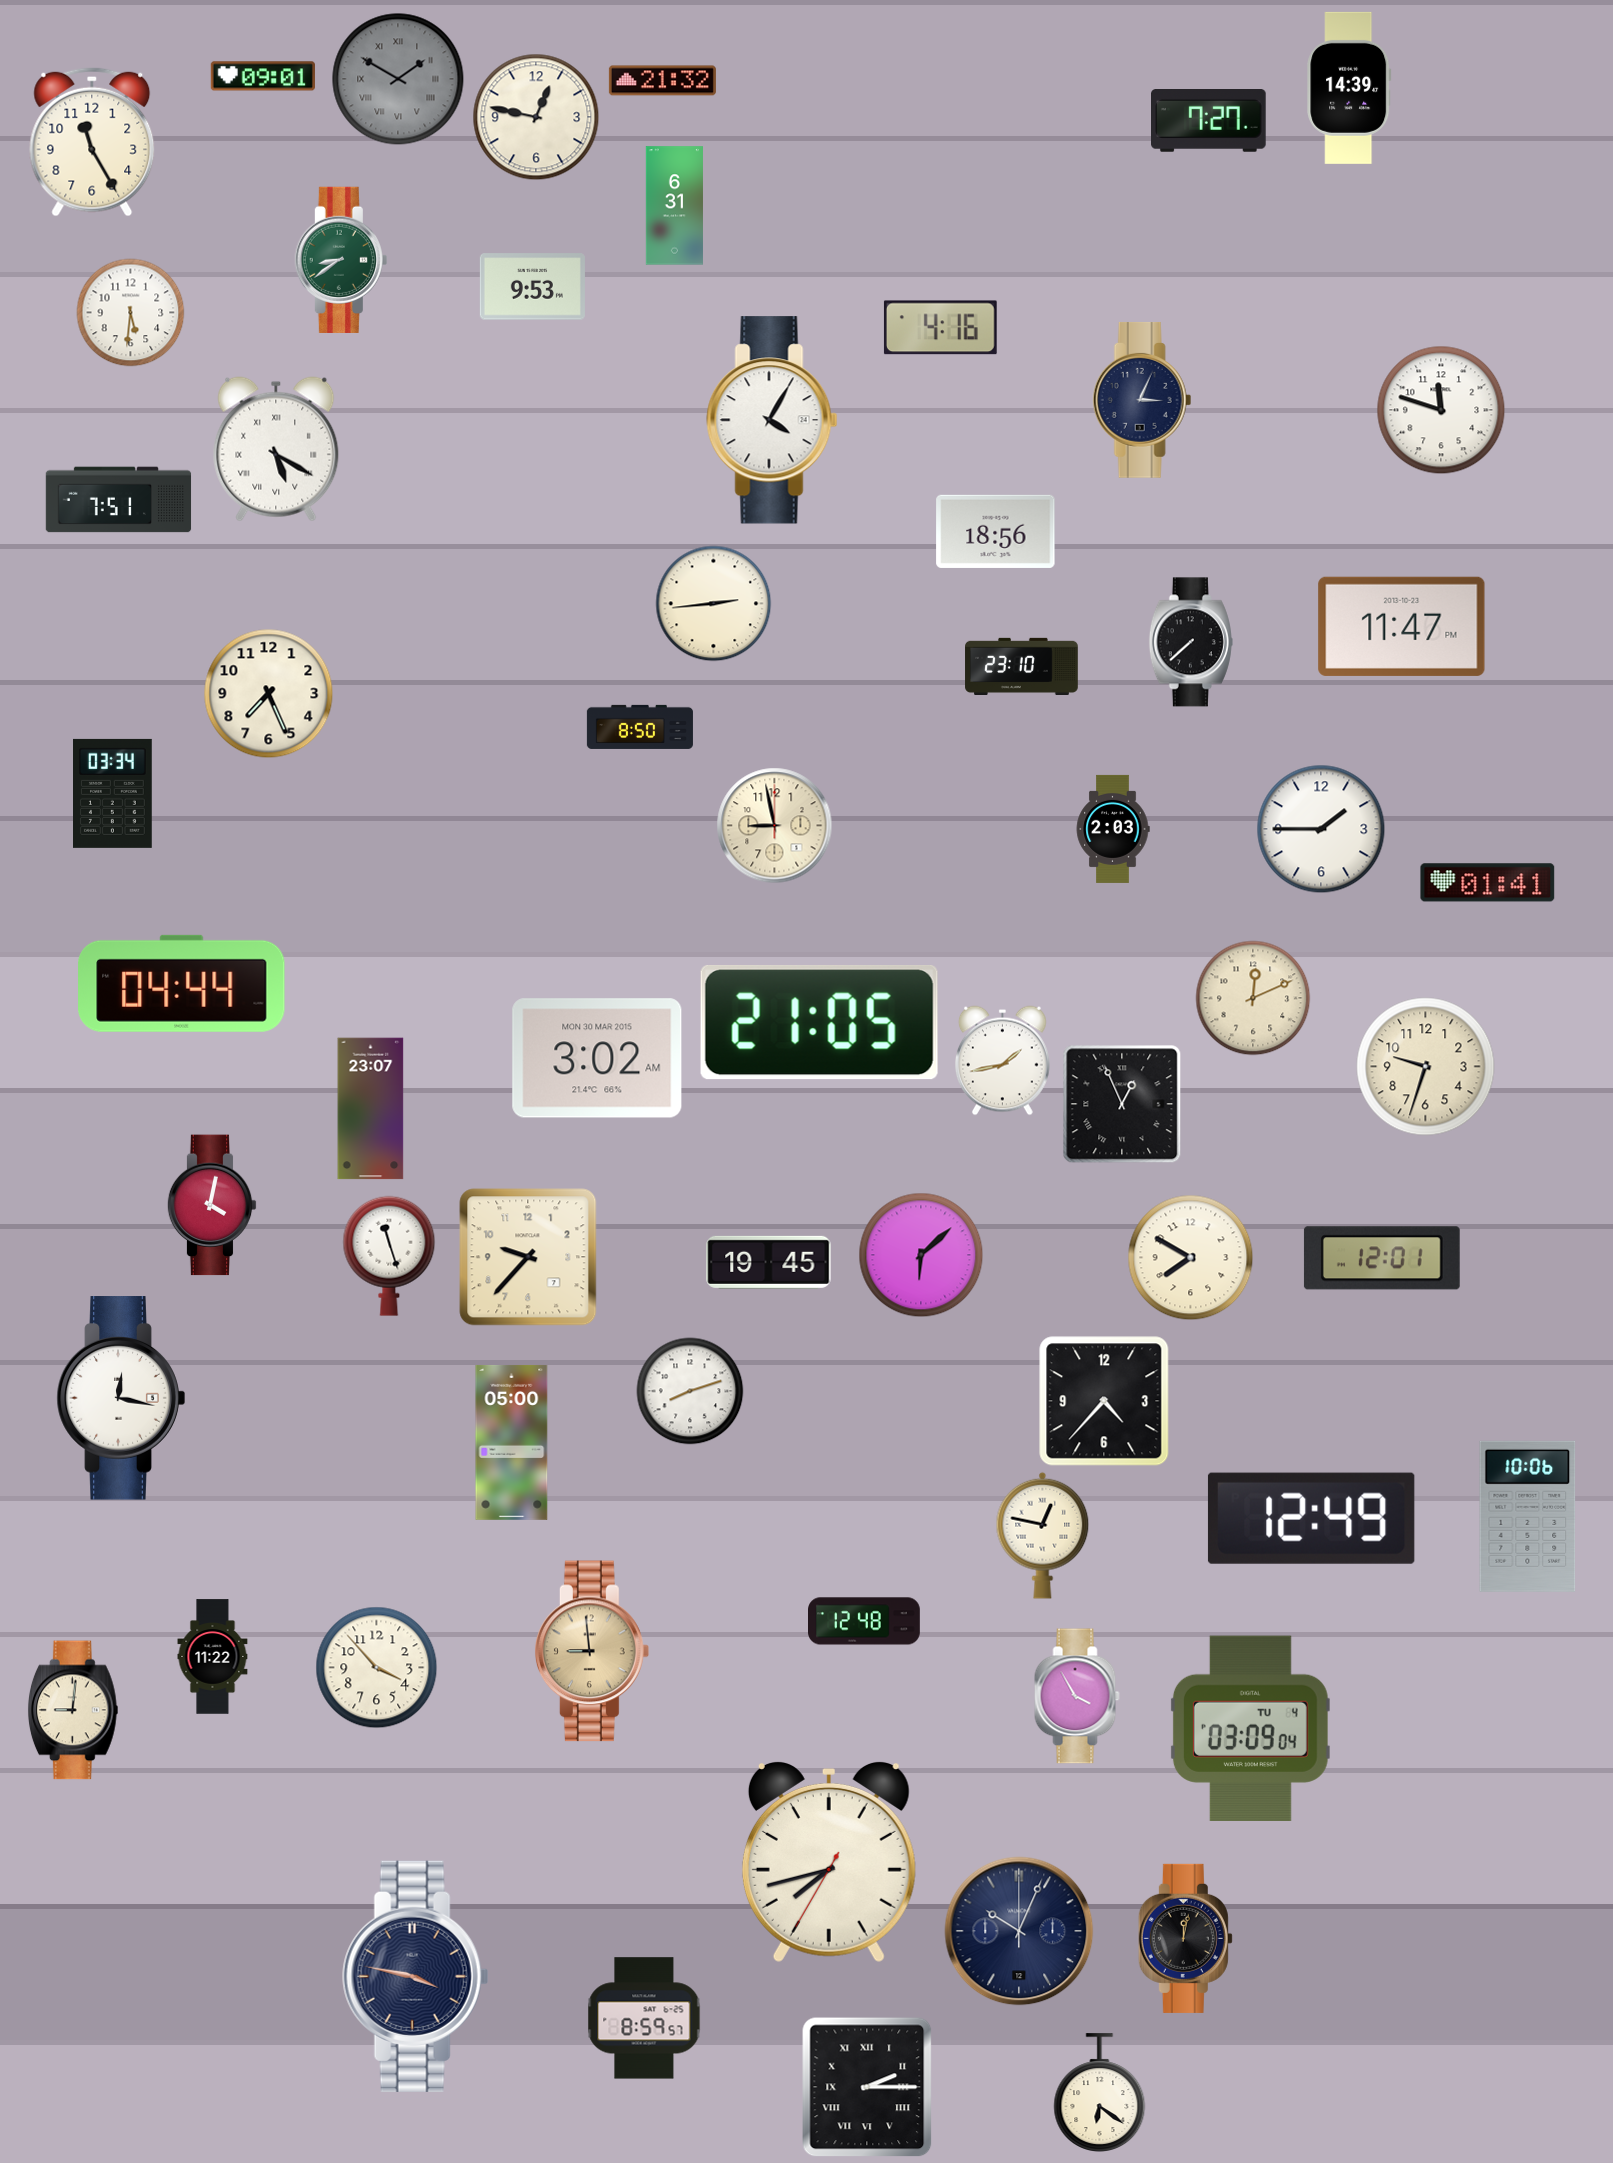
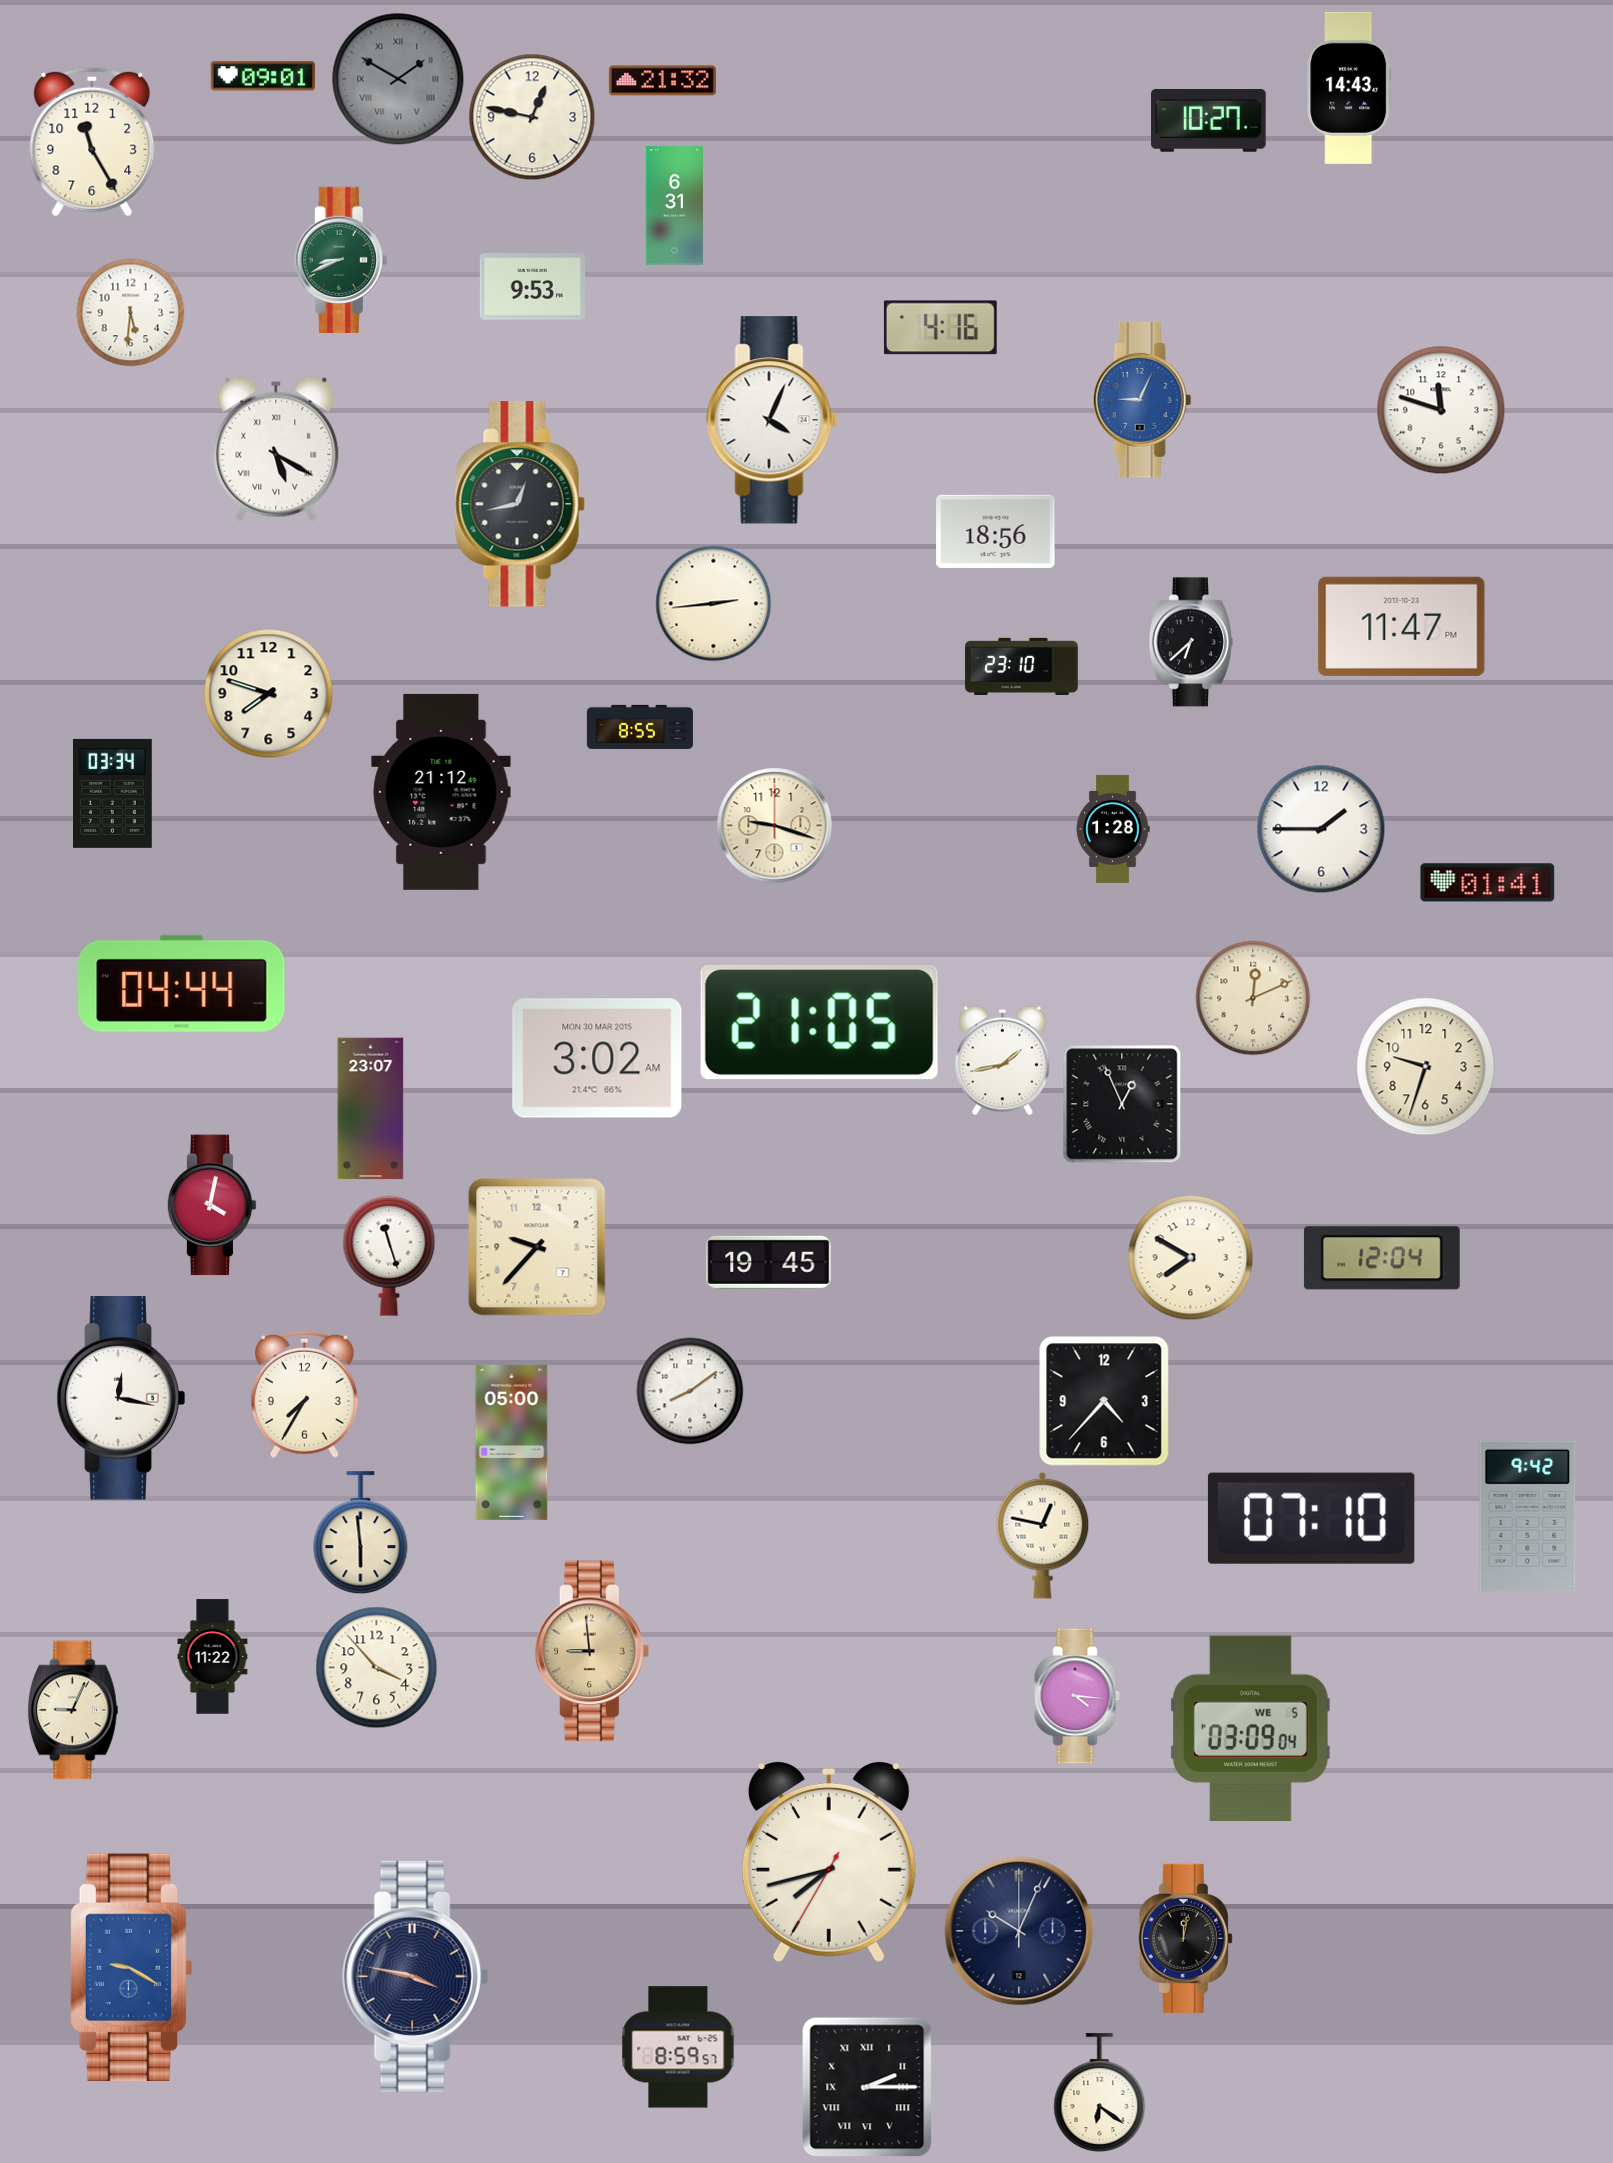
clock at (1349, 88): 14:39 -> 14:43
clock at (536, 117) position: (536, 117) -> (532, 117)
clock at (1209, 121): 7:27 -> 10:27
clock at (341, 260): 8:39 -> 8:41
clock at (1142, 400): 3:04 -> 9:04
clock at (1142, 400) dial: navy -> blue
clock at (772, 420): 4:05 -> 4:04
clock at (119, 500): 7:51 -> none
clock at (520, 504): none -> 12:43
clock at (1191, 642): 7:38 -> 6:38
clock at (269, 694): 7:26 -> 7:48
clock at (640, 727): 8:50 -> 8:55
clock at (441, 792): none -> 21:12
clock at (775, 826): 8:58 -> 9:18
clock at (1113, 829): 2:03 -> 1:28
clock at (921, 1255): 6:08 -> none
clock at (528, 1257) position: (528, 1257) -> (537, 1247)
clock at (1382, 1258): 12:01 -> 12:04
clock at (690, 1391): 8:12 -> 8:09
clock at (304, 1394): none -> 7:35
clock at (1528, 1516): 10:06 -> 9:42
clock at (1311, 1518): 12:49 -> 07:10
clock at (361, 1533): none -> 5:59
clock at (865, 1621): 12:48 -> none
clock at (1077, 1696): 3:55 -> 4:16
clock at (73, 1710): 9:01 -> 9:04
clock at (1250, 1728) date: TU 4 -> WE 5
clock at (130, 1967): none -> 9:20
clock at (644, 2018) position: (644, 2018) -> (678, 2047)
